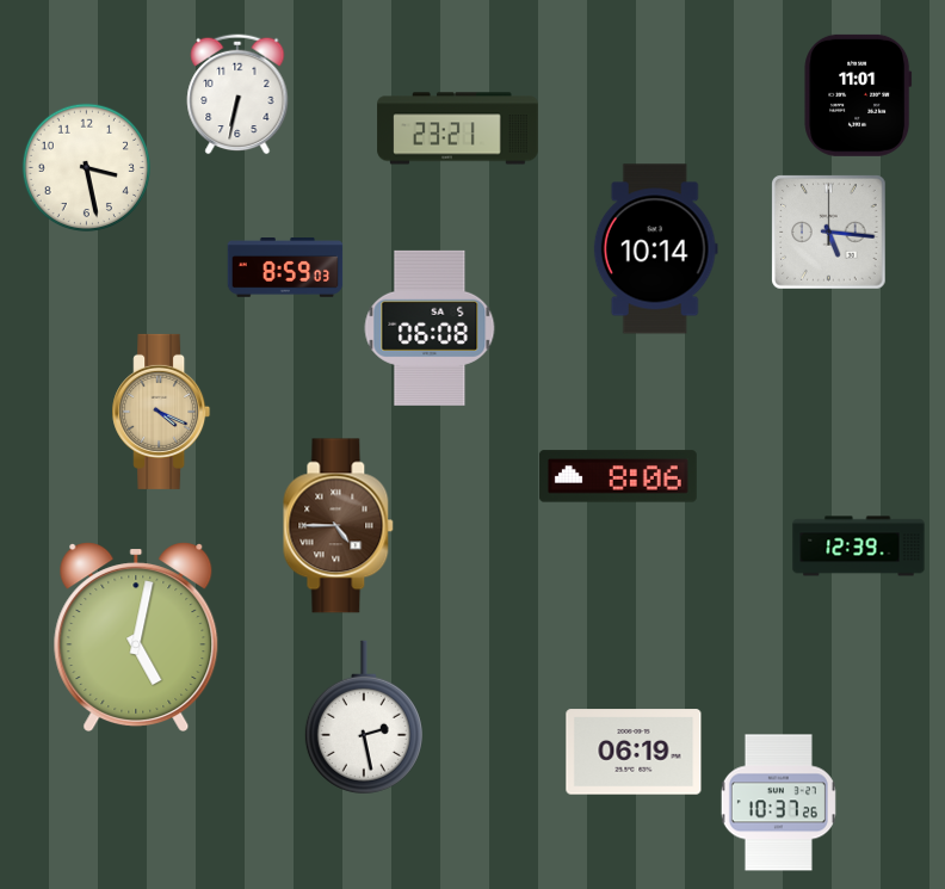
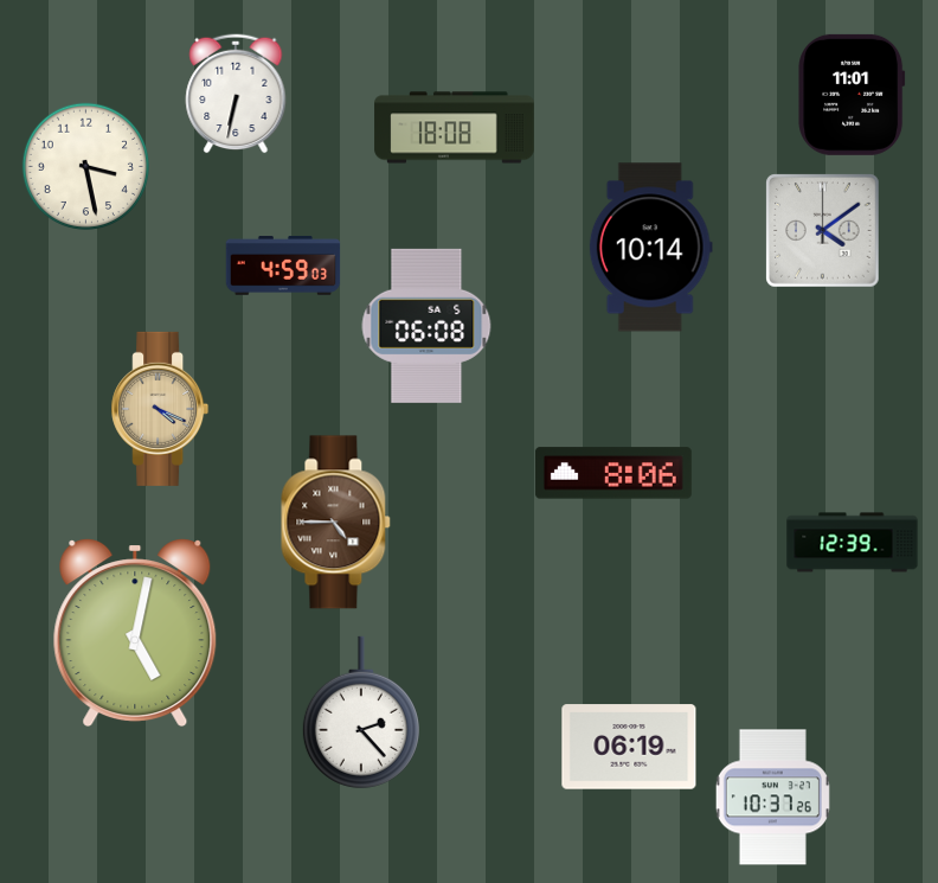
clock at (458, 129): 23:21 -> 18:08
clock at (829, 233): 5:16 -> 4:09
clock at (285, 267): 8:59 -> 4:59
clock at (364, 717): 2:28 -> 2:23
